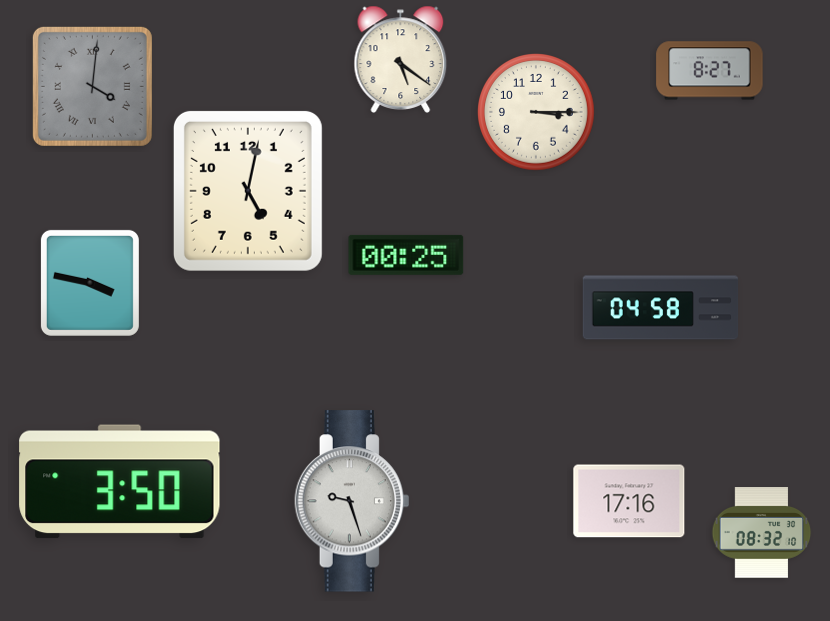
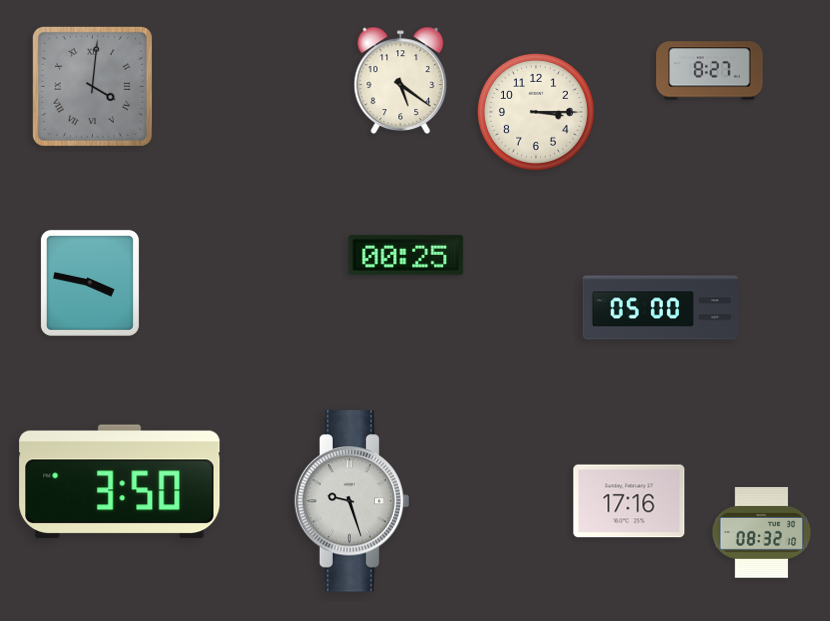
clock at (401, 59) position: (401, 59) -> (401, 80)
clock at (248, 191): 5:02 -> none
clock at (661, 308): 04:58 -> 05:00
